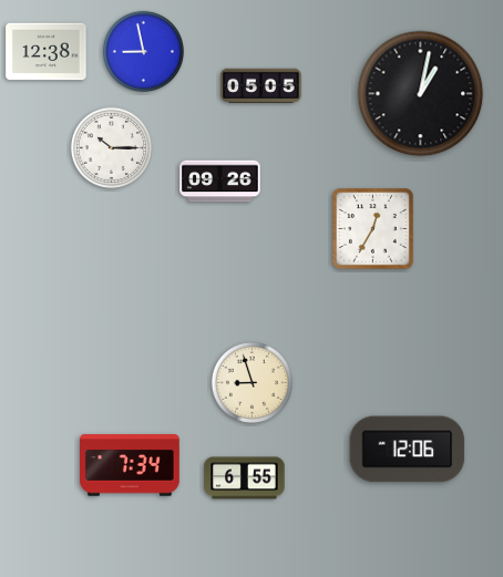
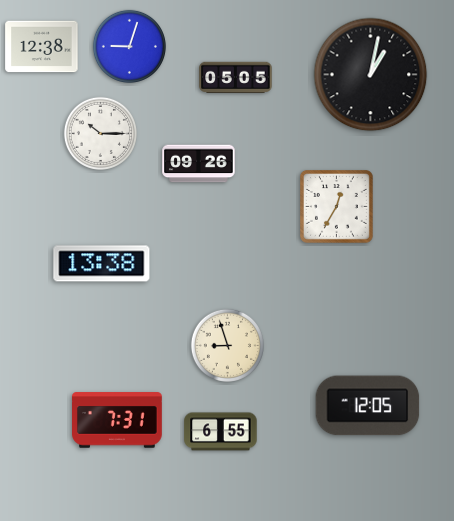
clock at (143, 51): 8:58 -> 9:03
clock at (421, 94) position: (421, 94) -> (371, 75)
clock at (102, 264): none -> 13:38
clock at (408, 450): 12:06 -> 12:05
clock at (131, 465): 7:34 -> 7:31
